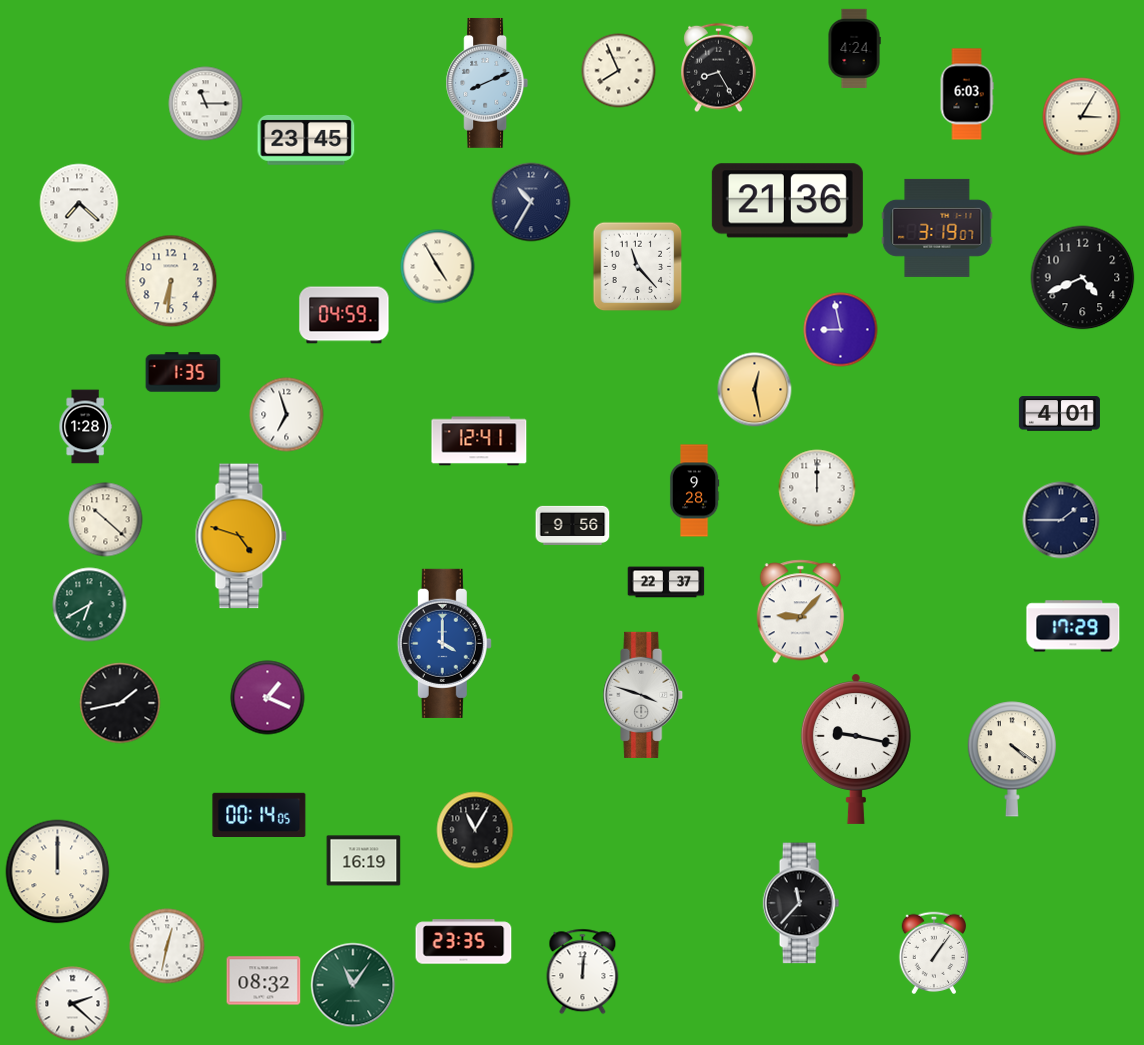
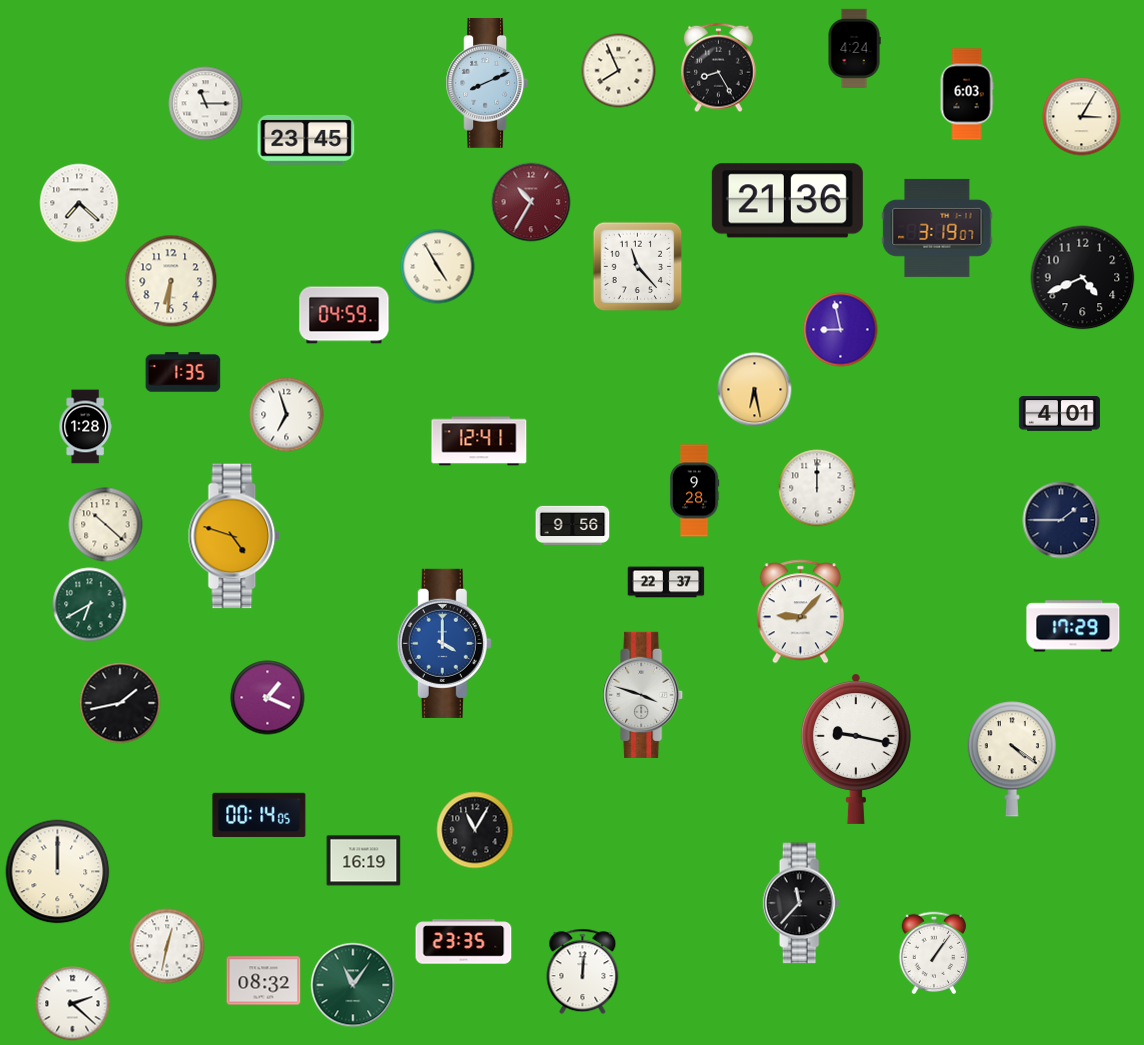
clock at (531, 202) dial: navy -> burgundy
clock at (755, 390): 12:28 -> 6:28
clock at (106, 520) position: (106, 520) -> (106, 525)
clock at (241, 536) position: (241, 536) -> (234, 536)
